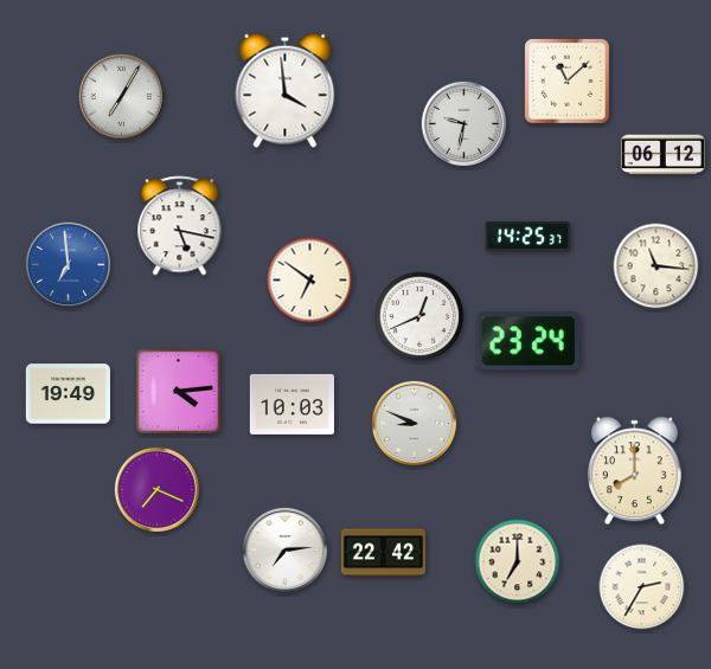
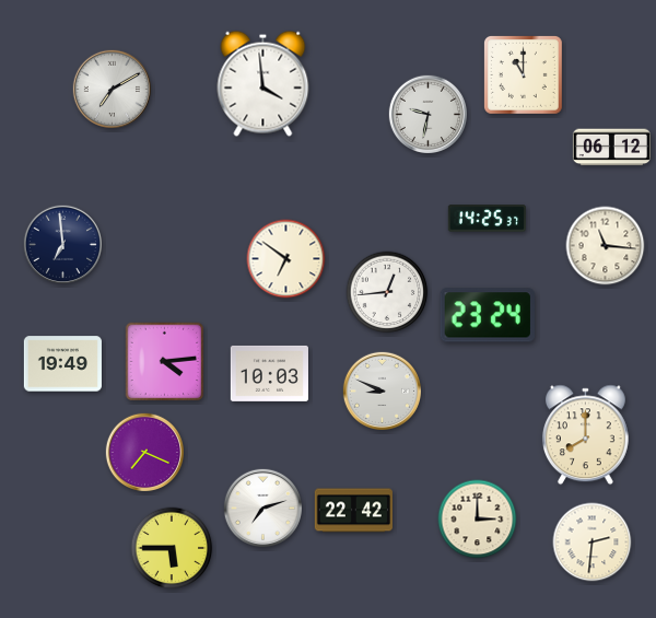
clock at (566, 81): 11:08 -> 11:00
clock at (121, 96): 7:05 -> 7:10
clock at (662, 155) position: (662, 155) -> (611, 148)
clock at (180, 226): 5:17 -> none
clock at (68, 264) dial: blue -> navy
clock at (419, 316): 12:41 -> 12:44
clock at (284, 549): 7:14 -> 7:12
clock at (518, 562): 7:00 -> 3:00
clock at (642, 587): 2:35 -> 2:31
clock at (172, 548): none -> 5:45
